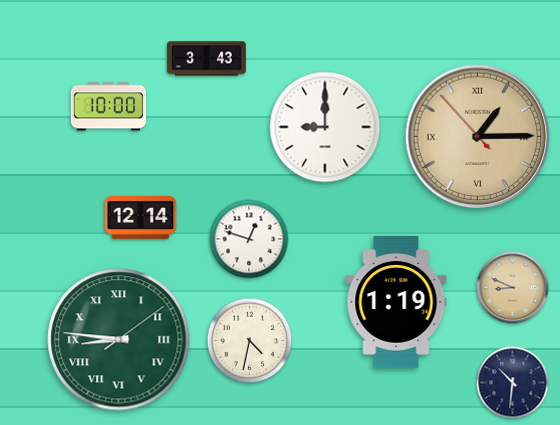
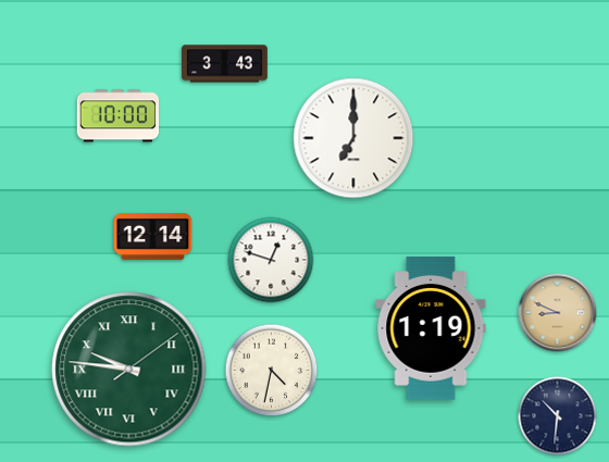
clock at (325, 127): 9:00 -> 7:00
clock at (478, 137): 1:14 -> none
clock at (119, 340): 8:46 -> 9:46
